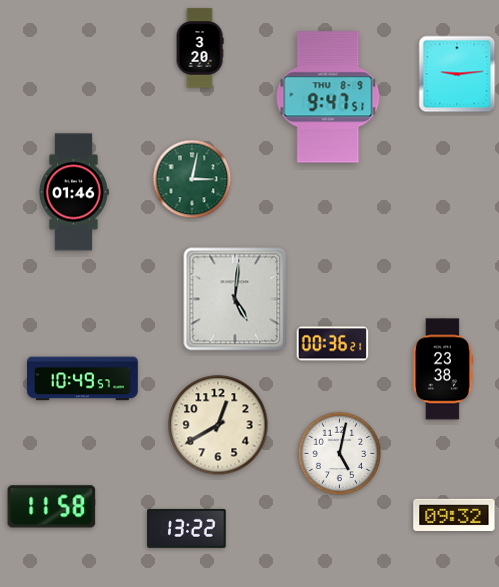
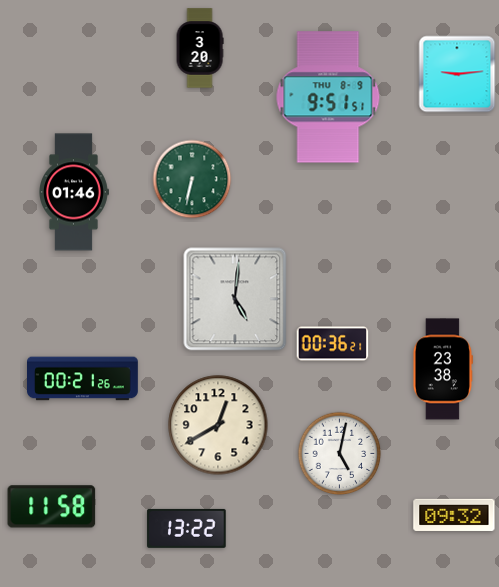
clock at (328, 97): 9:47 -> 9:51
clock at (192, 179): 3:02 -> 6:32
clock at (83, 379): 10:49 -> 00:21
